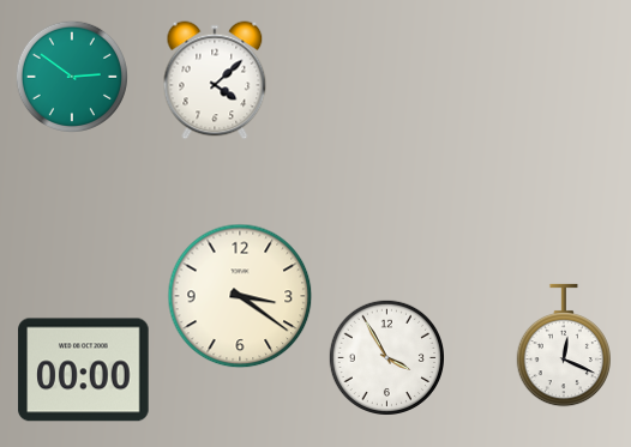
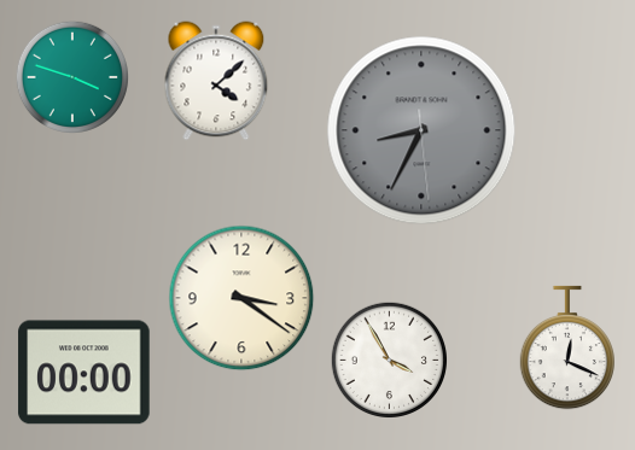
clock at (71, 75): 2:51 -> 3:48
clock at (421, 130): none -> 8:34
